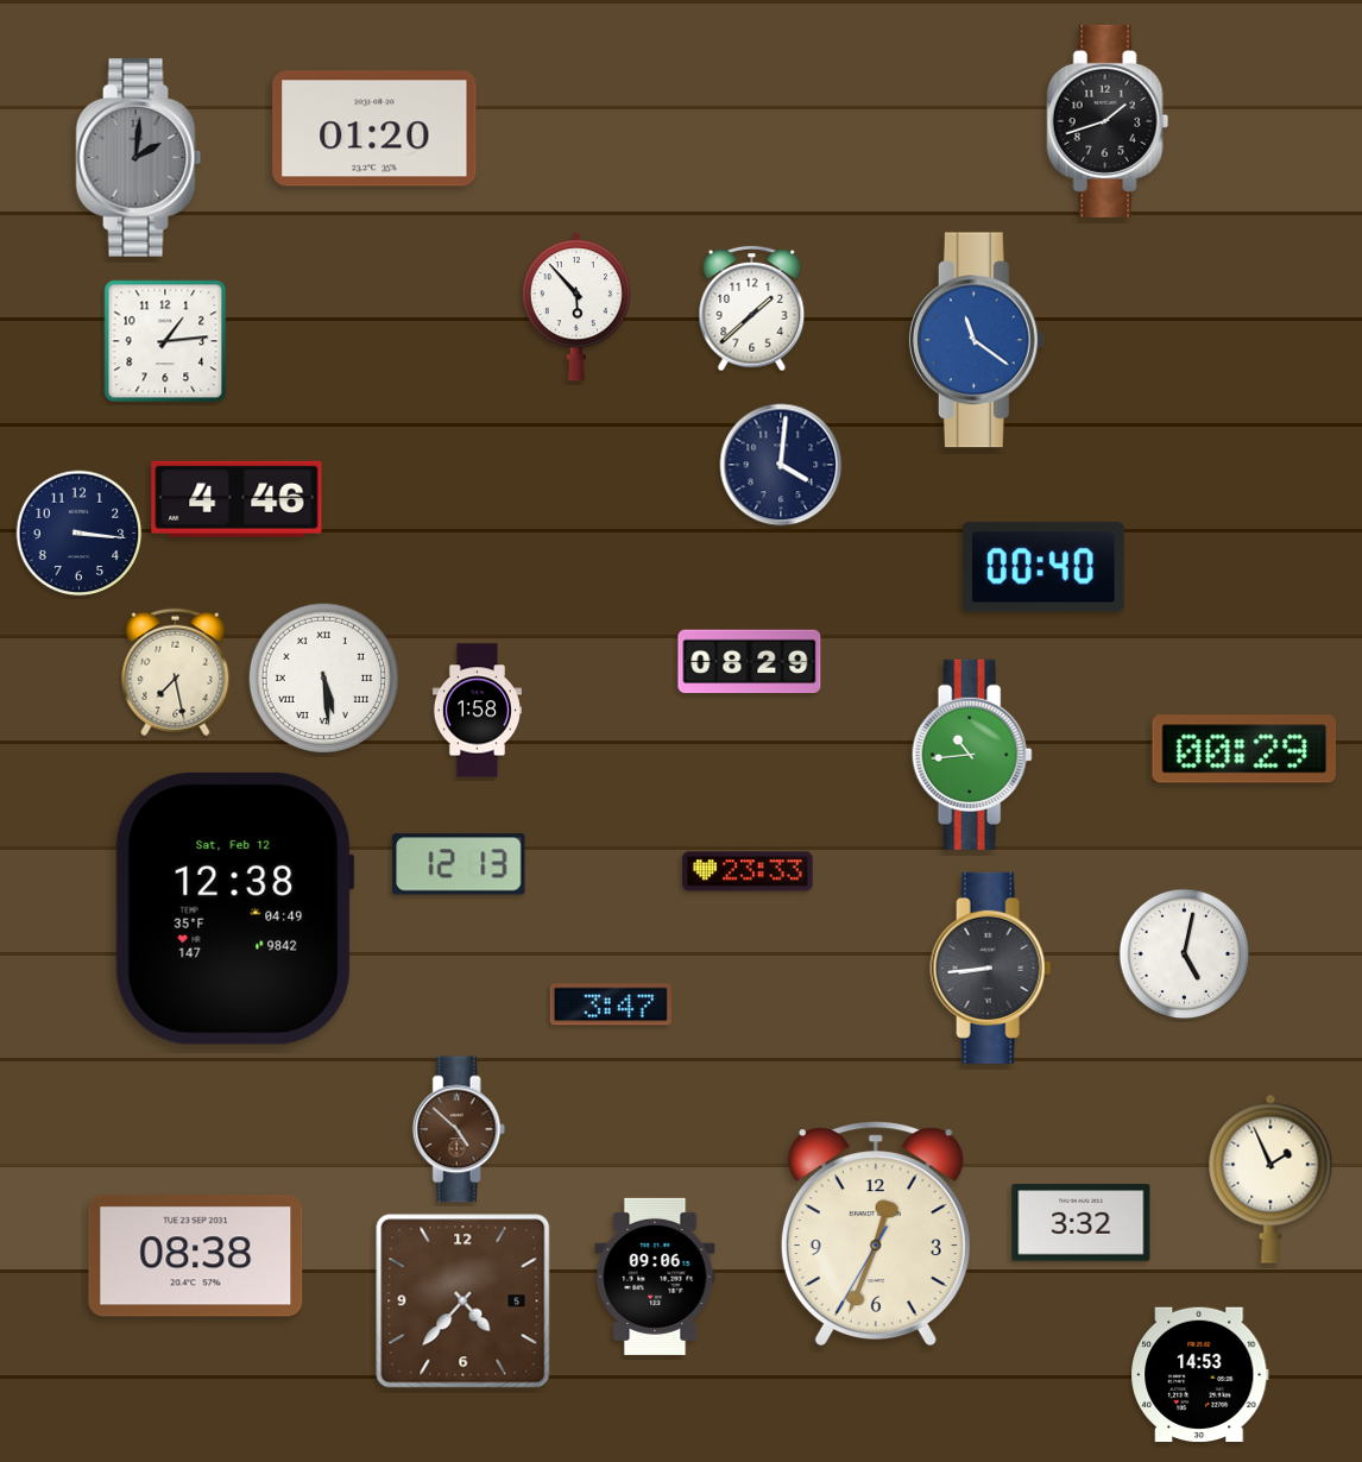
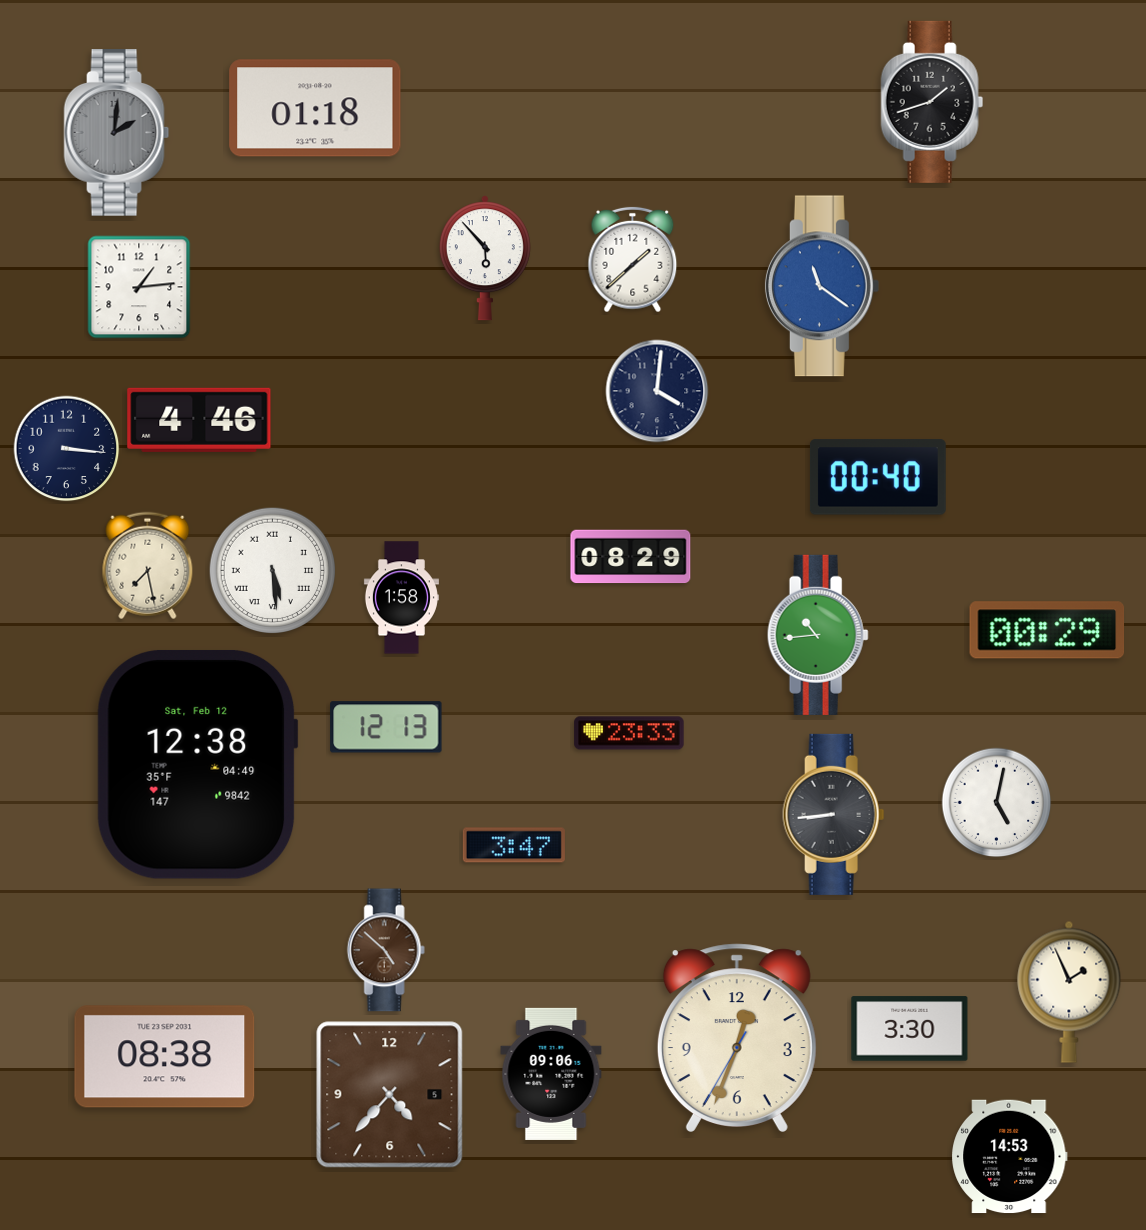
clock at (374, 128): 01:20 -> 01:18
clock at (1082, 1223): 3:32 -> 3:30
